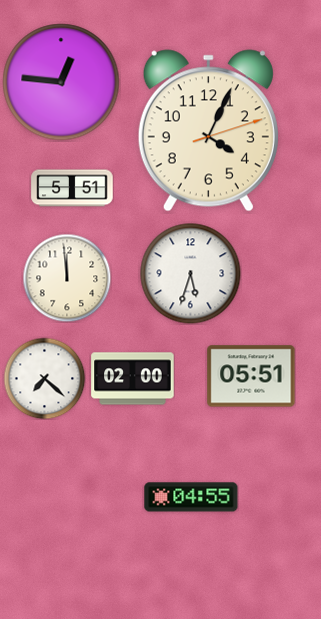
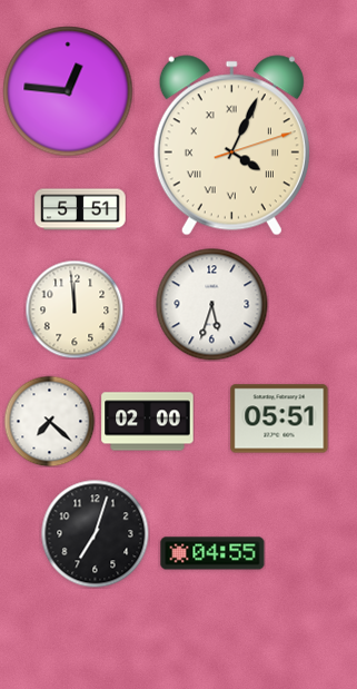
clock at (208, 131) numerals: Arabic -> Roman
clock at (95, 533): none -> 7:03
